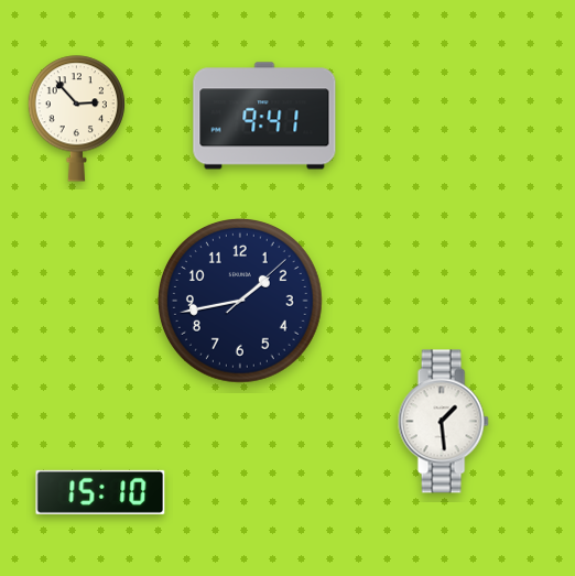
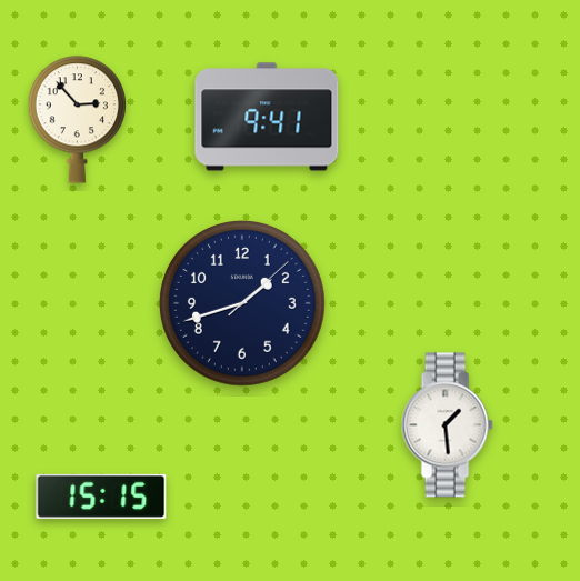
clock at (241, 302): 1:43 -> 1:42
clock at (100, 492): 15:10 -> 15:15
